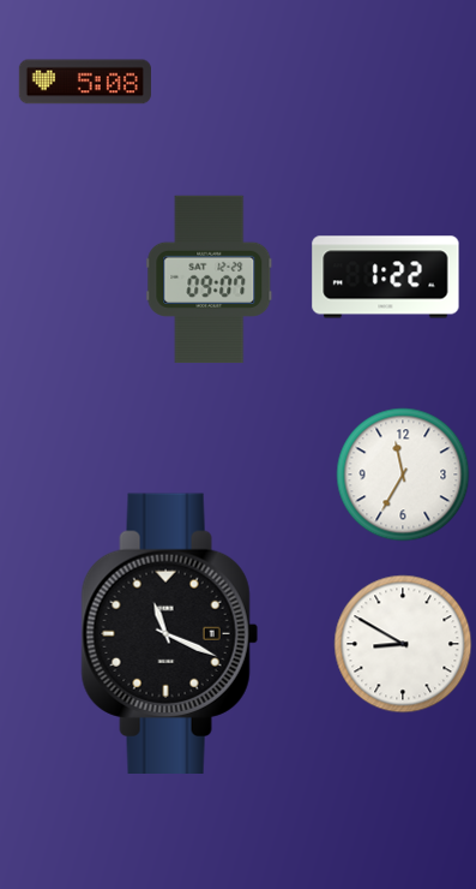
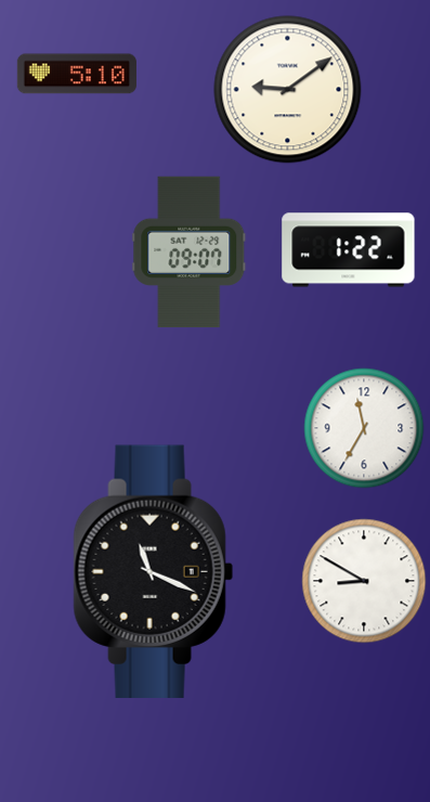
clock at (85, 82): 5:08 -> 5:10
clock at (288, 90): none -> 9:09
